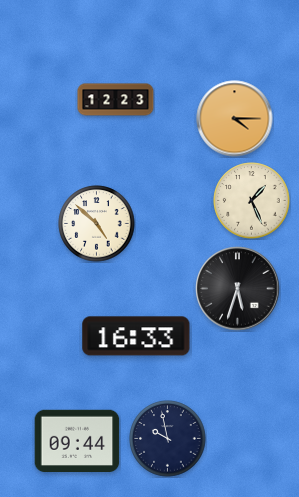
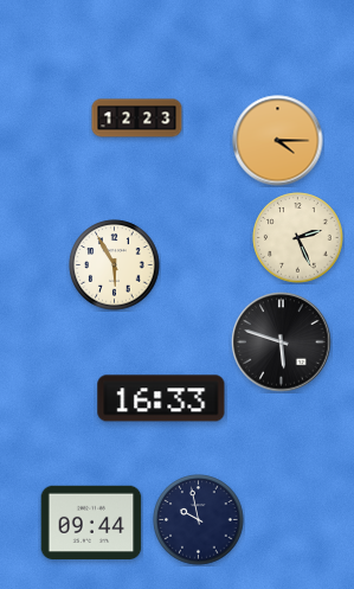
clock at (252, 201): 1:26 -> 2:26
clock at (97, 224): 4:52 -> 5:55
clock at (238, 289): 5:33 -> 5:48
